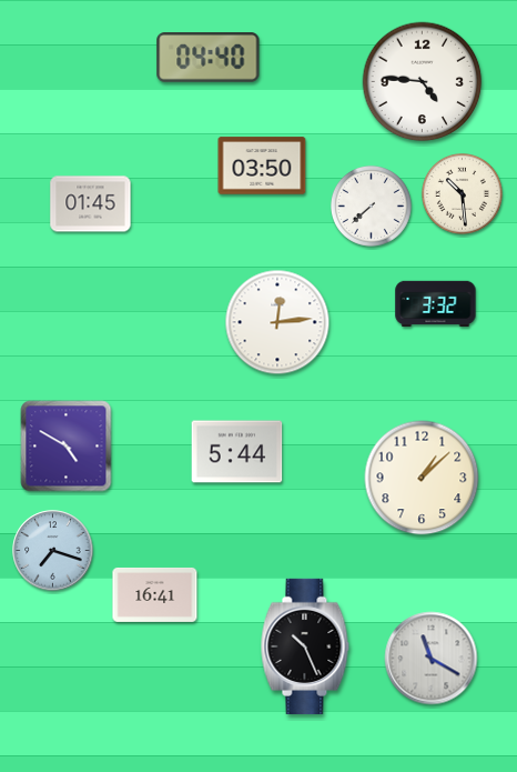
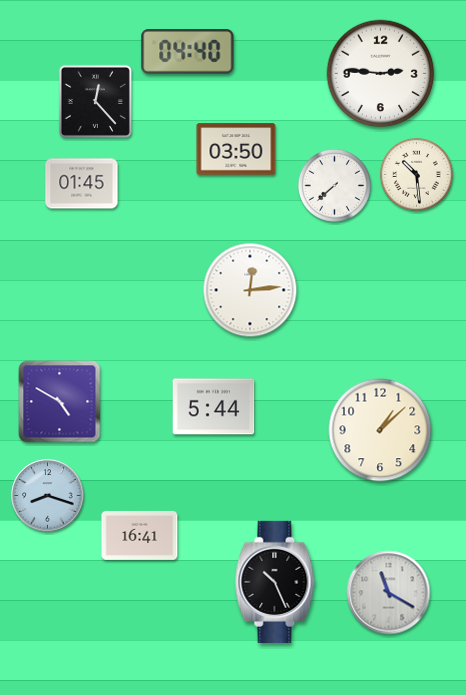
clock at (423, 82): 4:46 -> 2:46
clock at (95, 101): none -> 12:23
clock at (436, 303): 3:32 -> none
clock at (53, 551): 7:18 -> 8:18
